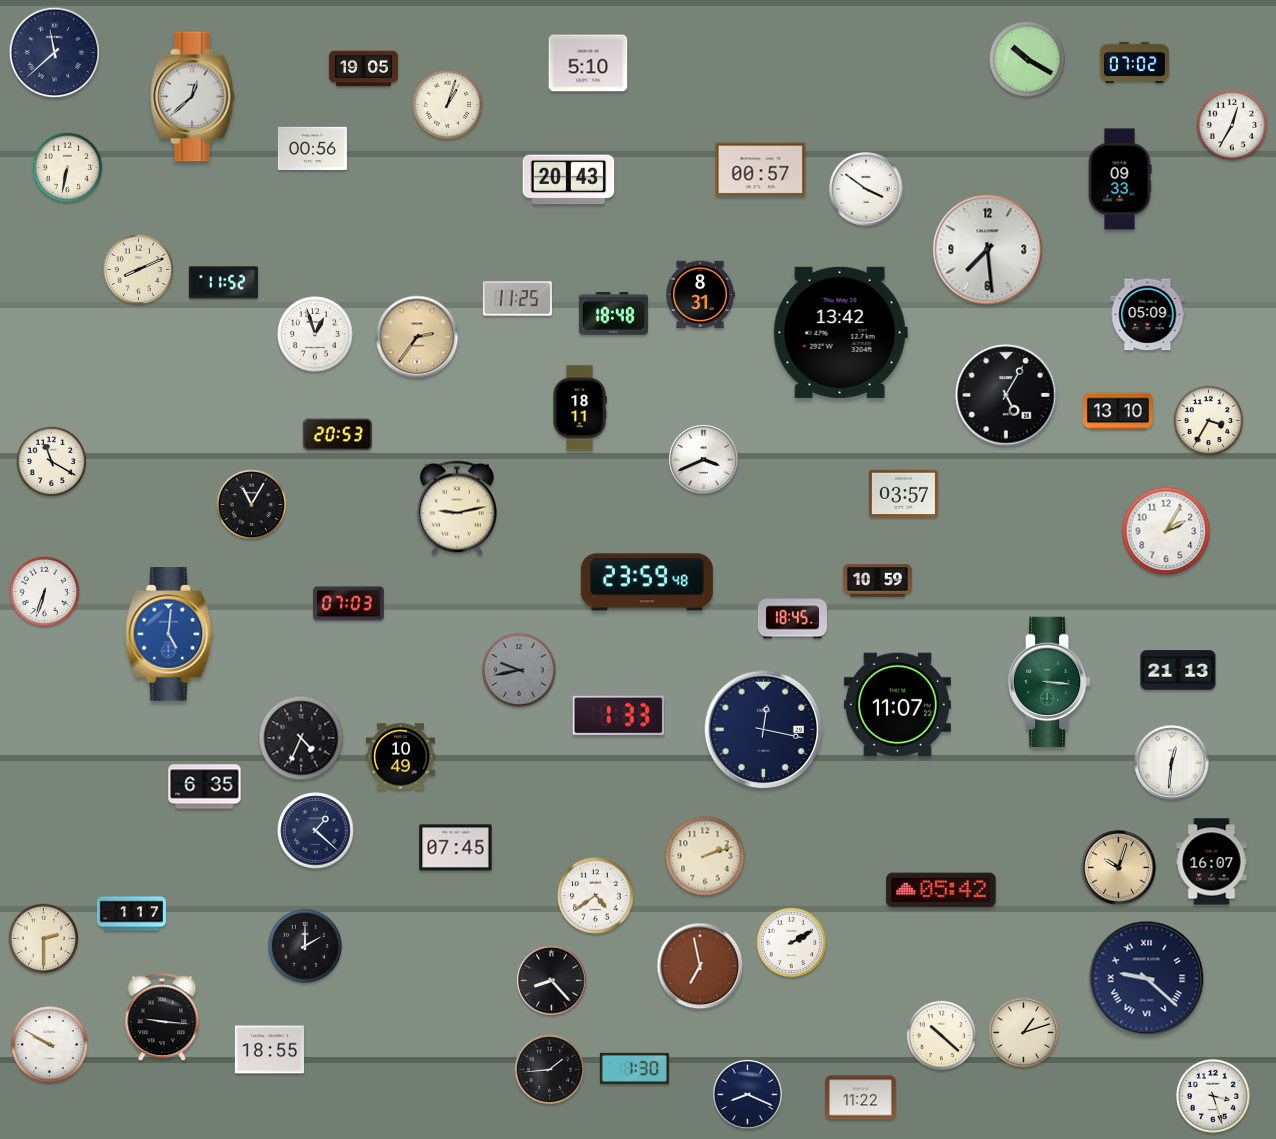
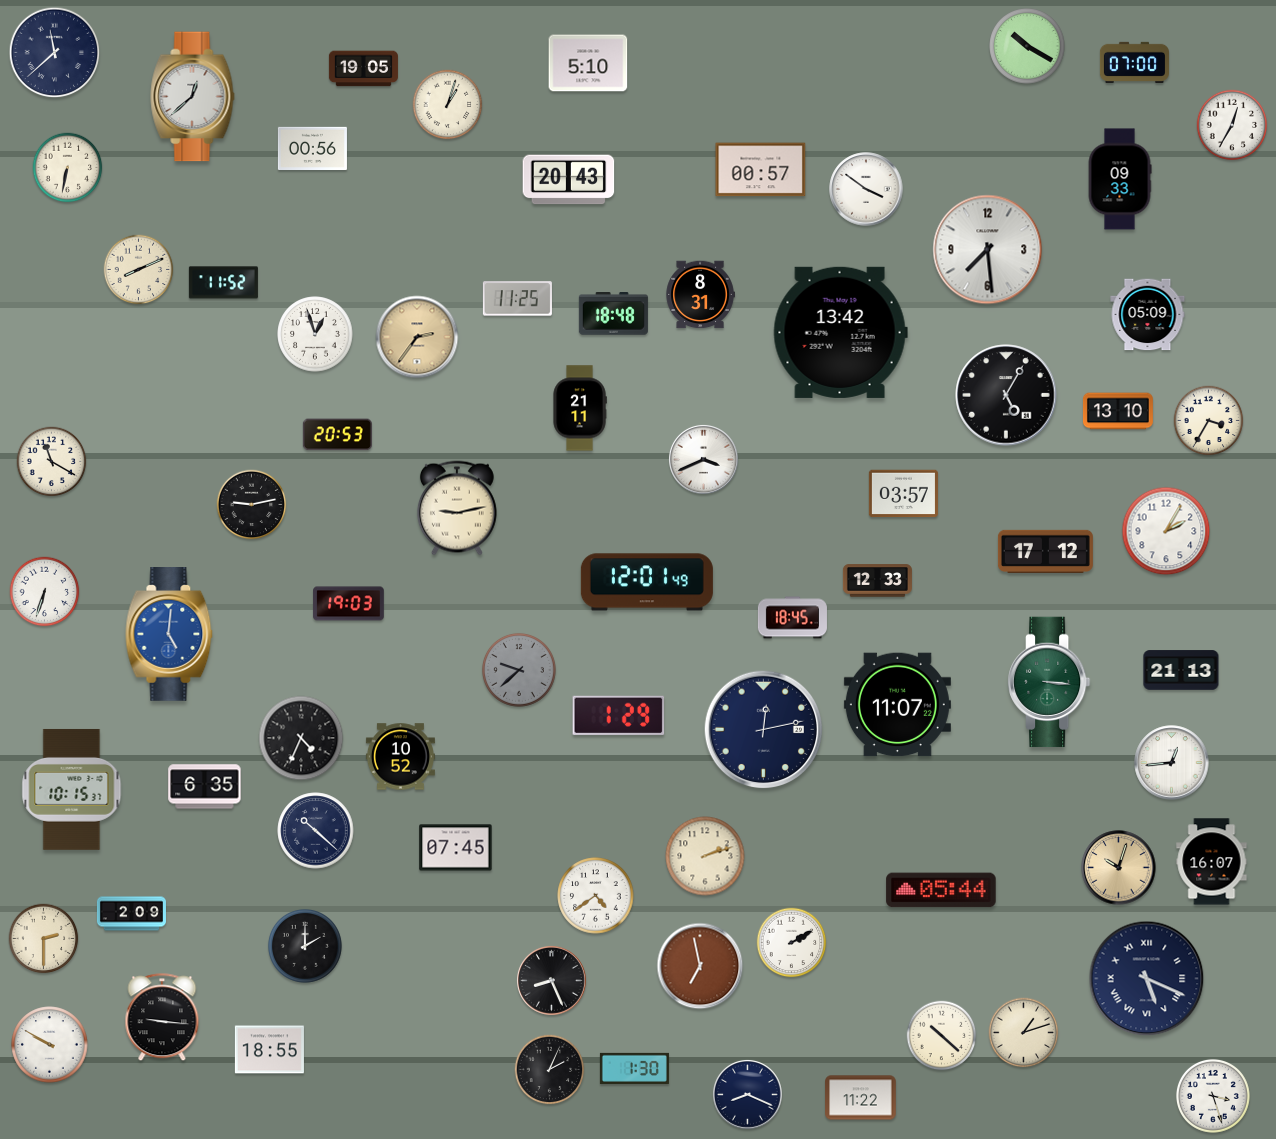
clock at (1027, 59) position: (1027, 59) -> (1027, 46)
clock at (1134, 62): 07:02 -> 07:00
clock at (580, 408): 18:11 -> 21:11
clock at (252, 505): 11:05 -> 9:13
clock at (1045, 551): none -> 17:12
clock at (877, 581): 10:59 -> 12:33
clock at (647, 582): 23:59 -> 12:01
clock at (349, 604): 07:03 -> 19:03
clock at (519, 670): 9:43 -> 9:38
clock at (1178, 670) position: (1178, 670) -> (1181, 670)
clock at (619, 715): 1:33 -> 1:29
clock at (764, 730): 12:17 -> 12:13
clock at (400, 757): 10:49 -> 10:52
clock at (1172, 763): 12:31 -> 12:44
clock at (72, 789): none -> 10:15
clock at (316, 831): 1:22 -> 10:22
clock at (941, 890): 05:42 -> 05:44
clock at (131, 914): 1:17 -> 2:09
clock at (1147, 979): 9:22 -> 5:19
clock at (551, 980): 8:23 -> 8:26
clock at (550, 1070): 1:44 -> 2:04
